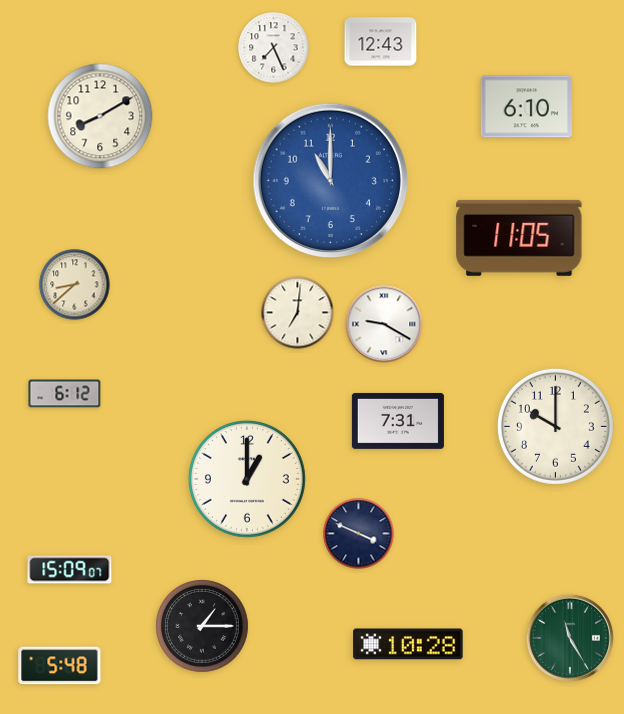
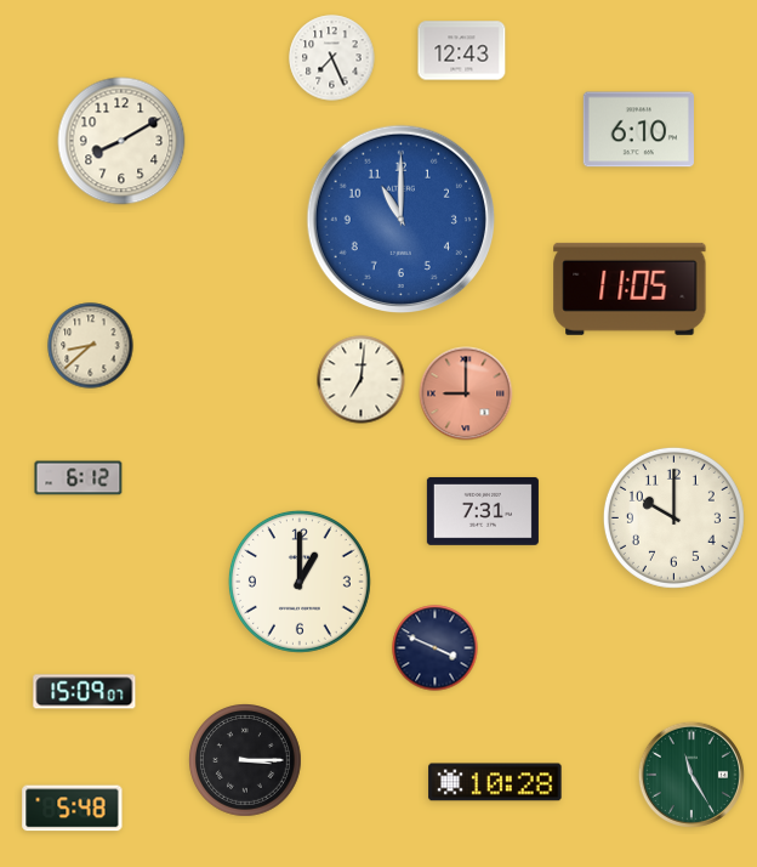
clock at (384, 324): 9:20 -> 9:00
clock at (384, 324) dial: white -> salmon
clock at (203, 627): 1:15 -> 3:15
